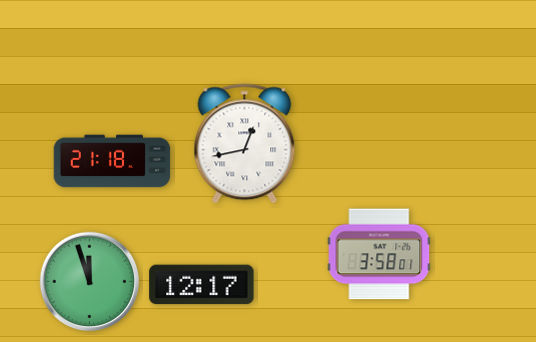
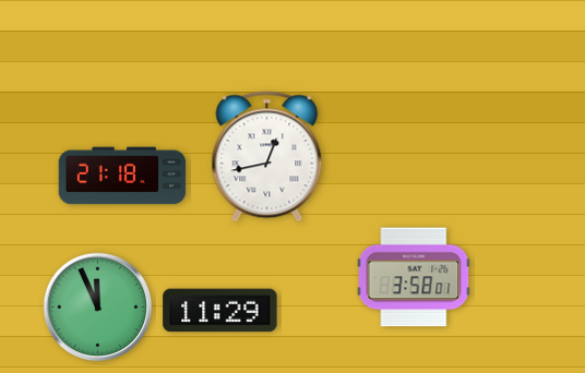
clock at (90, 282): 11:57 -> 11:56
clock at (202, 285): 12:17 -> 11:29
